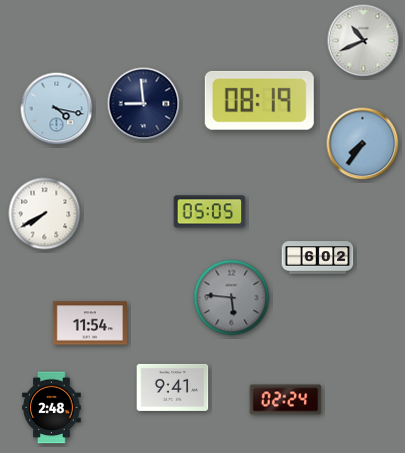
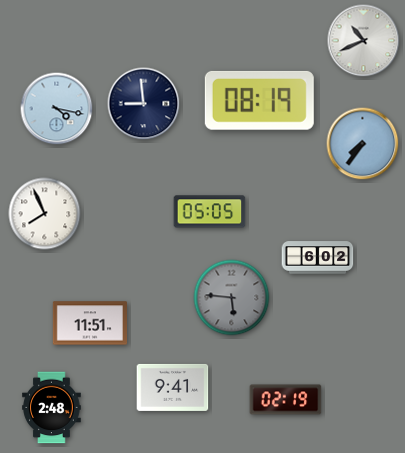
clock at (45, 214): 7:40 -> 7:56
clock at (89, 323): 11:54 -> 11:51
clock at (286, 400): 02:24 -> 02:19
